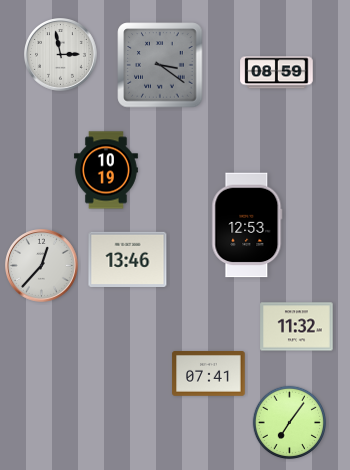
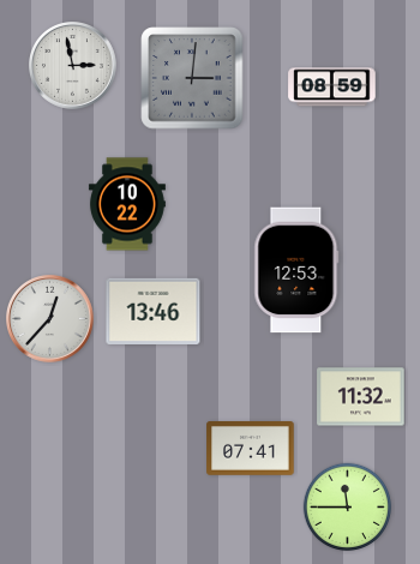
clock at (160, 65): 3:21 -> 3:01
clock at (106, 170): 10:19 -> 10:22
clock at (297, 327) position: (297, 327) -> (361, 397)
clock at (290, 423): 7:06 -> 11:45
